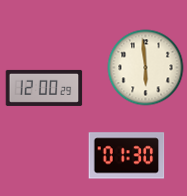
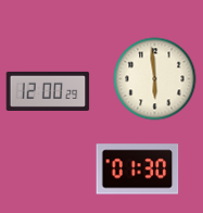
clock at (146, 68) position: (146, 68) -> (155, 79)
clock at (44, 88) position: (44, 88) -> (48, 91)
